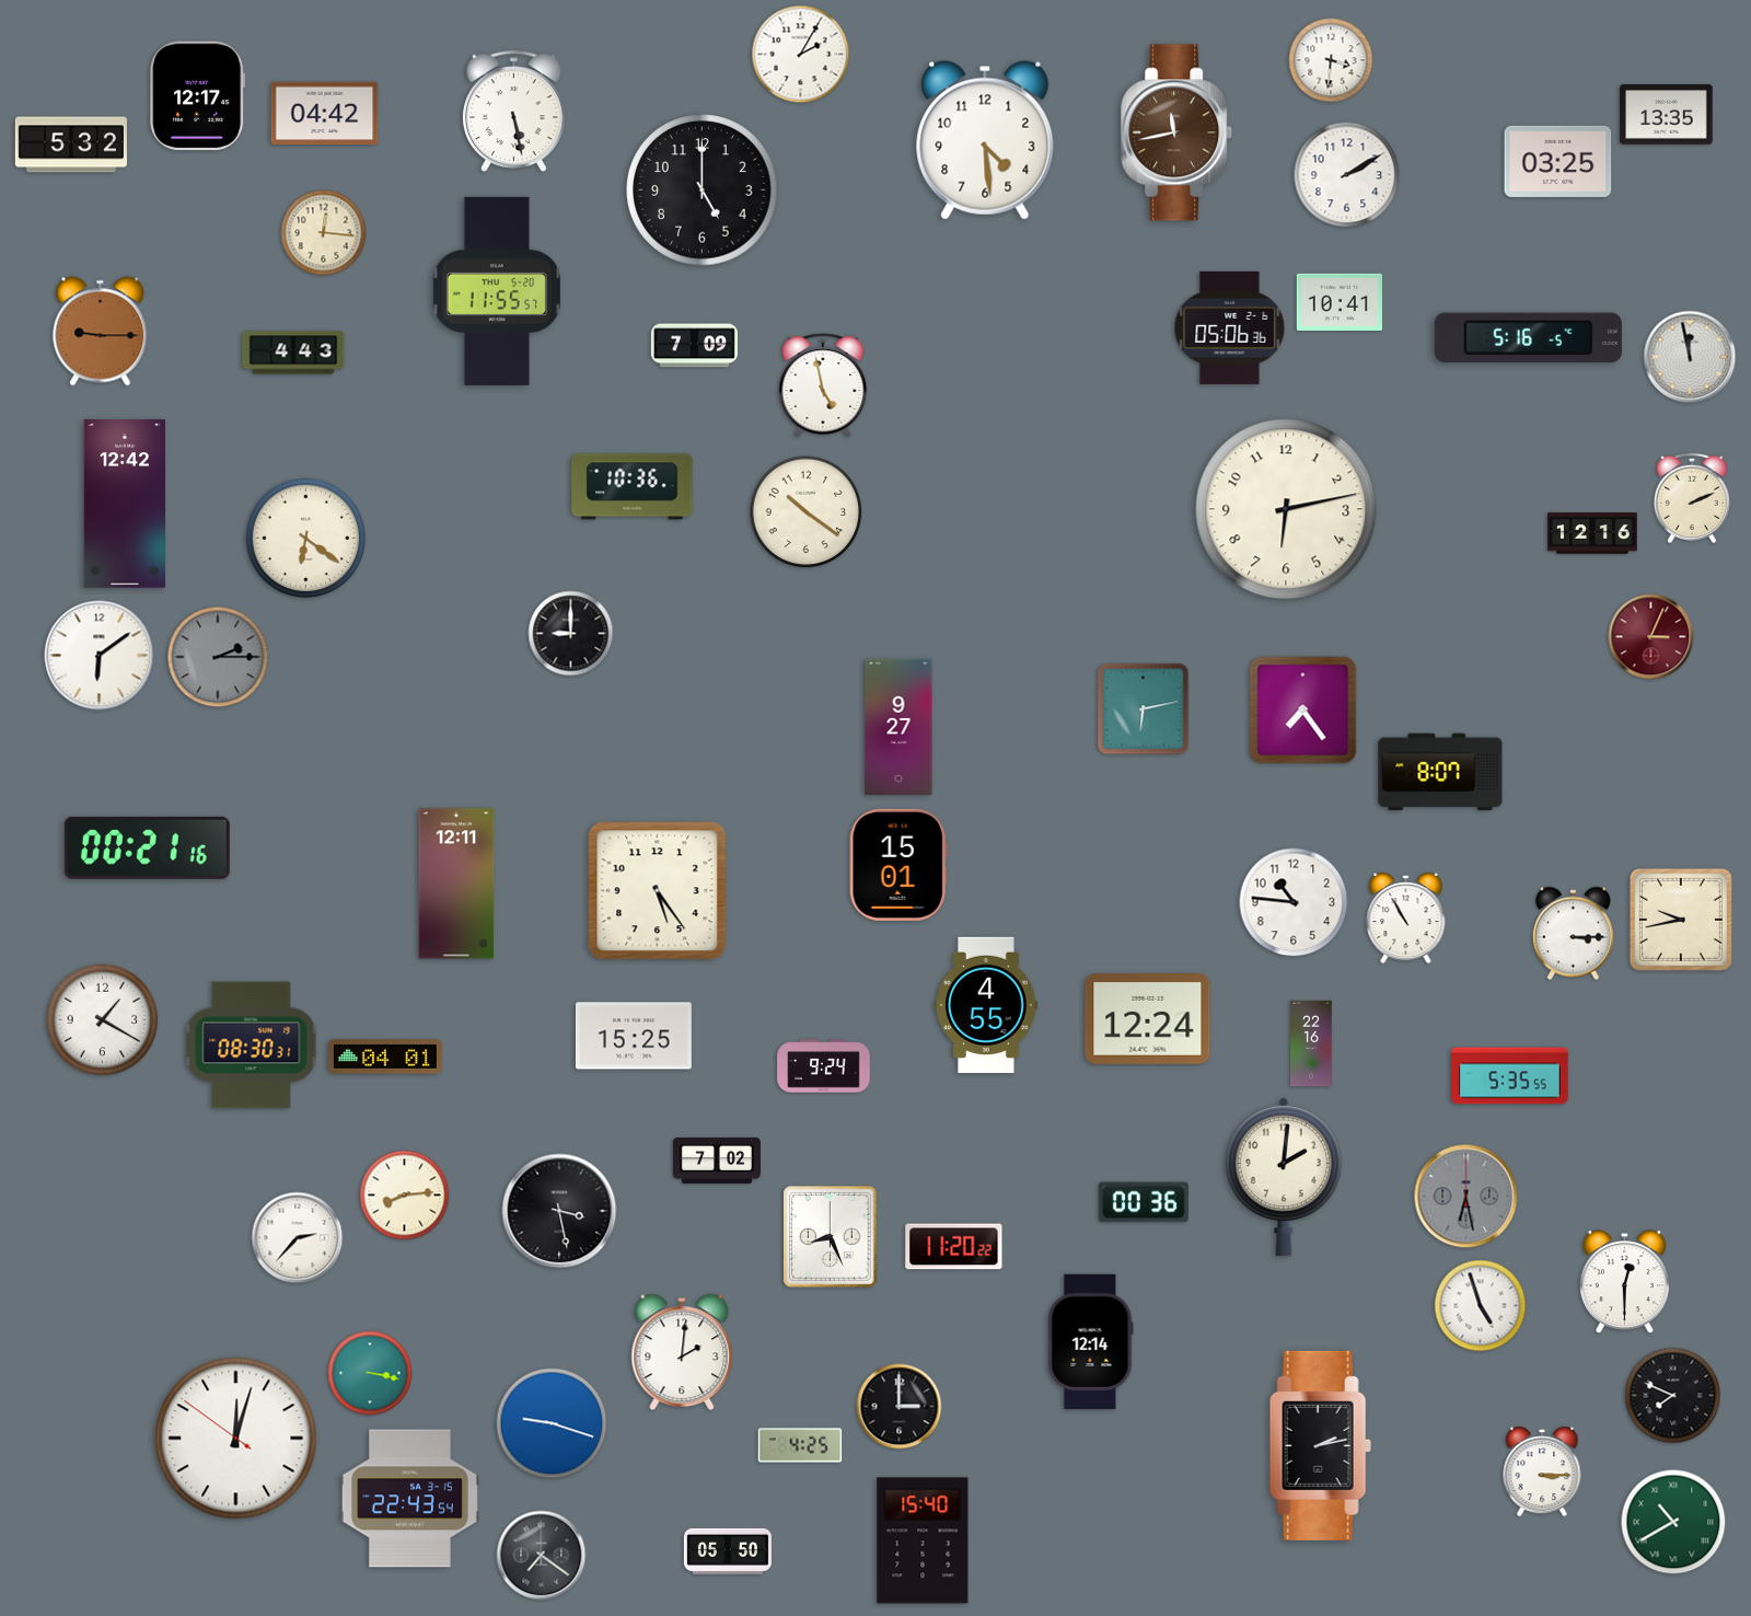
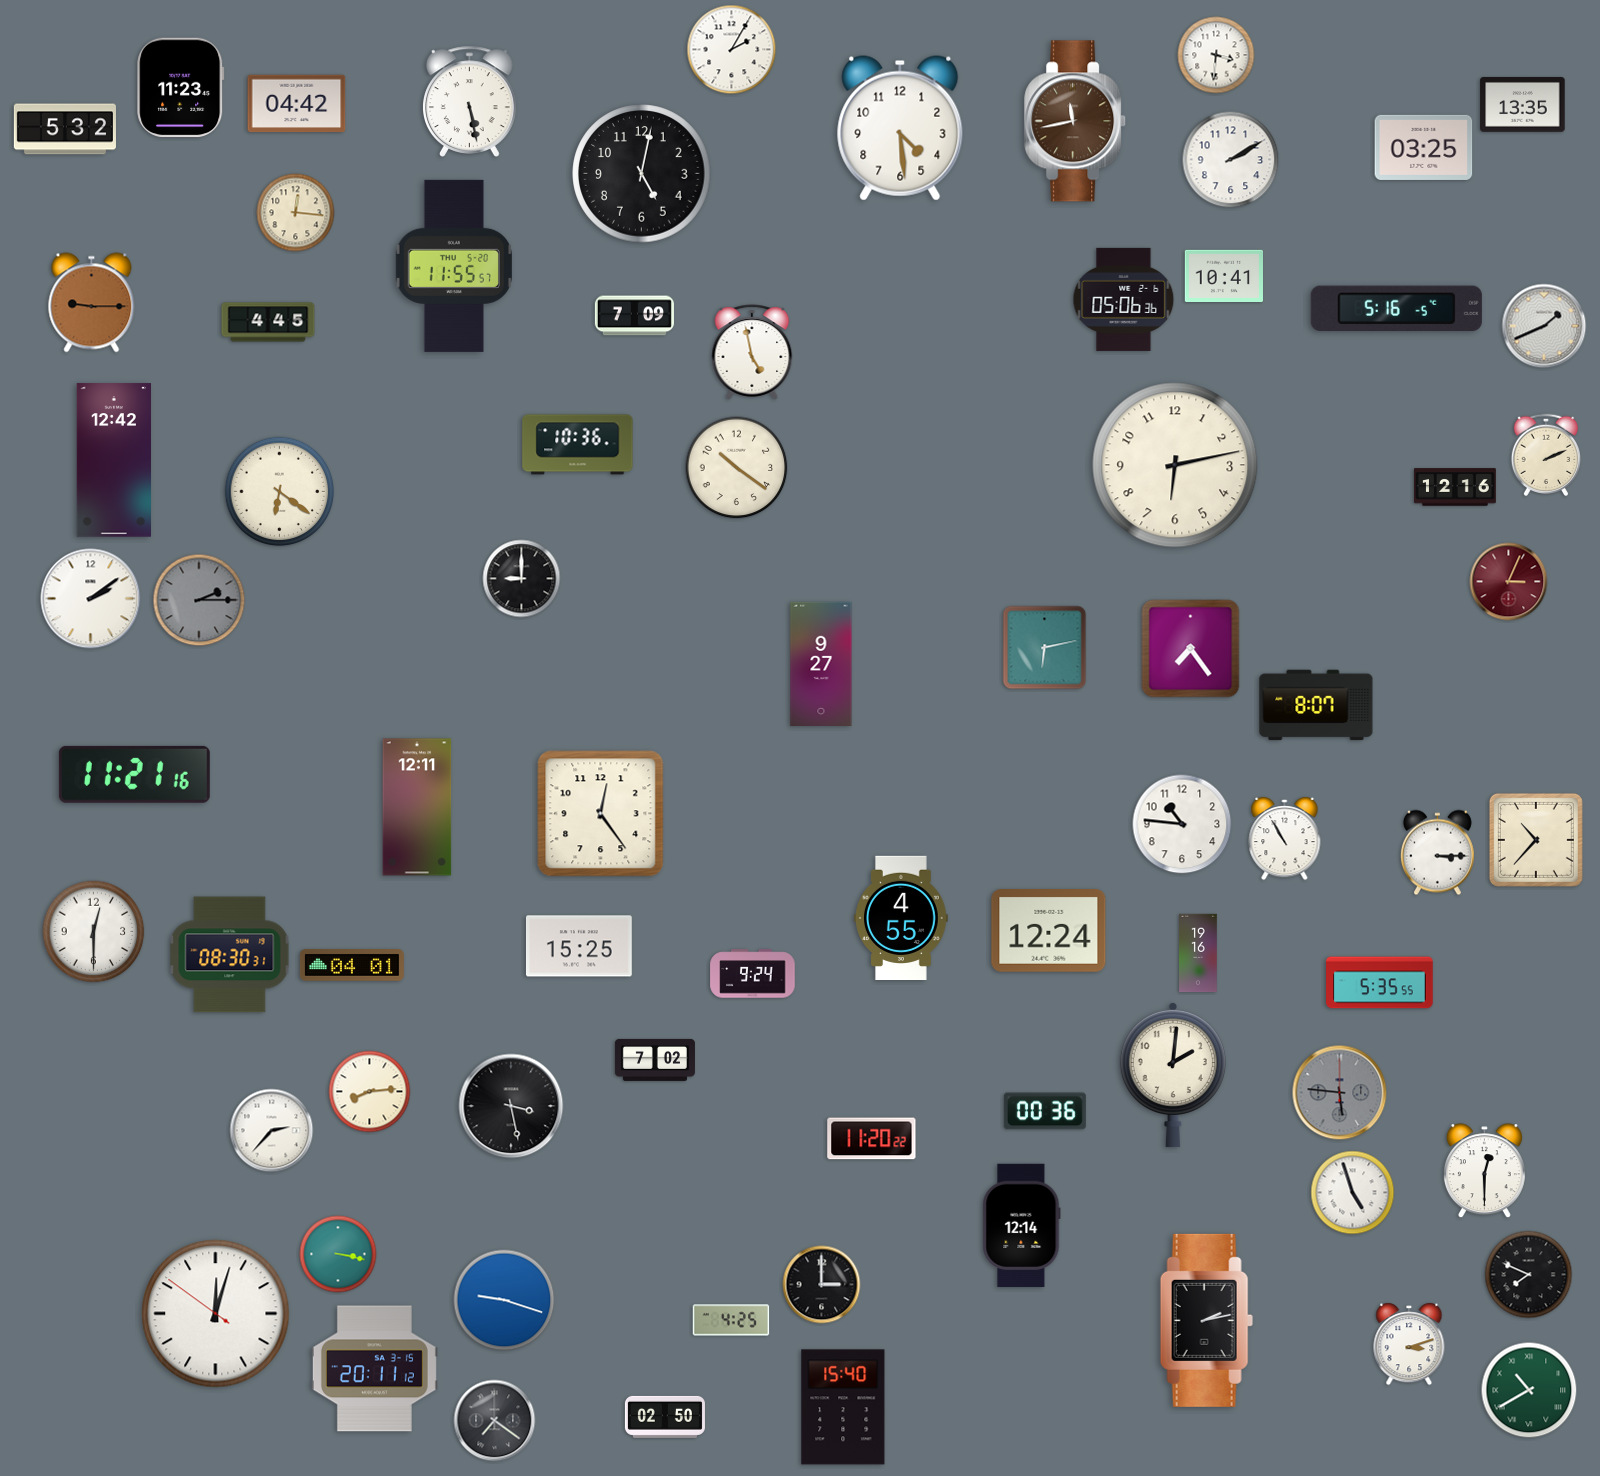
clock at (198, 96): 12:17 -> 11:23
clock at (71, 145) position: (71, 145) -> (65, 129)
clock at (703, 191): 5:00 -> 5:02
clock at (293, 353): 4:43 -> 4:45
clock at (1690, 357): 11:58 -> 1:41
clock at (100, 656): 6:09 -> 2:09
clock at (147, 847): 00:21 -> 11:21
clock at (898, 865): 15:01 -> none
clock at (658, 891): 5:24 -> 12:24
clock at (1681, 920): 9:43 -> 10:37
clock at (103, 1020): 1:20 -> 12:30
clock at (1311, 1043): 22:16 -> 19:16
clock at (1466, 1197): 6:28 -> 5:46
clock at (1144, 1202) position: (1144, 1202) -> (1045, 1111)
clock at (831, 1237): 8:26 -> none
clock at (1091, 1342) position: (1091, 1342) -> (1022, 1226)
clock at (682, 1352): 2:01 -> none
clock at (1542, 1471): 3:15 -> 3:12
clock at (409, 1499): 22:43 -> 20:11
clock at (728, 1551): 05:50 -> 02:50
